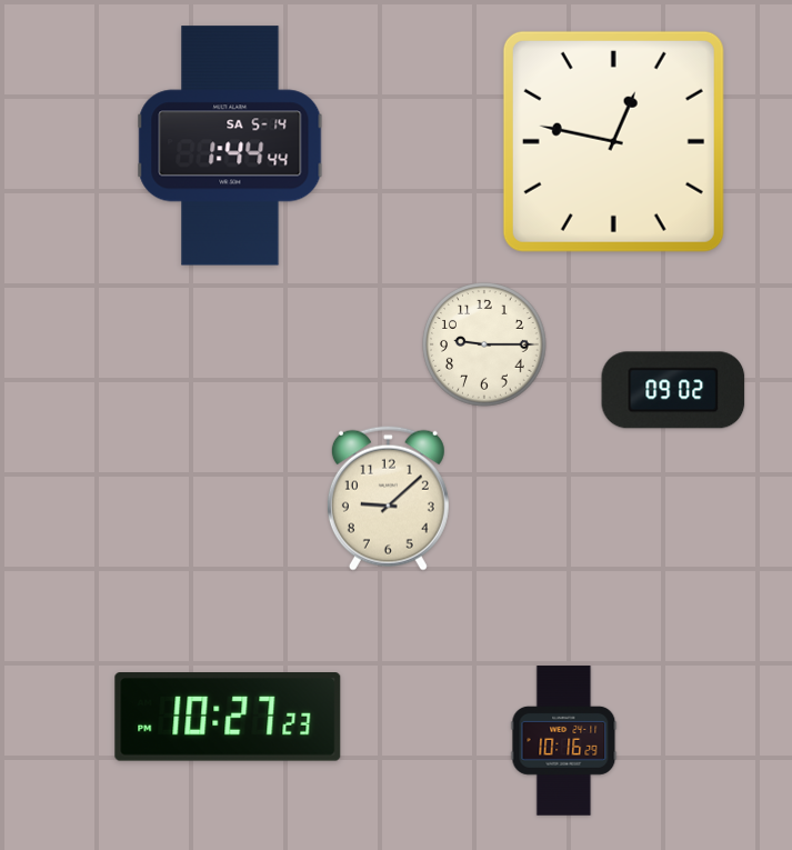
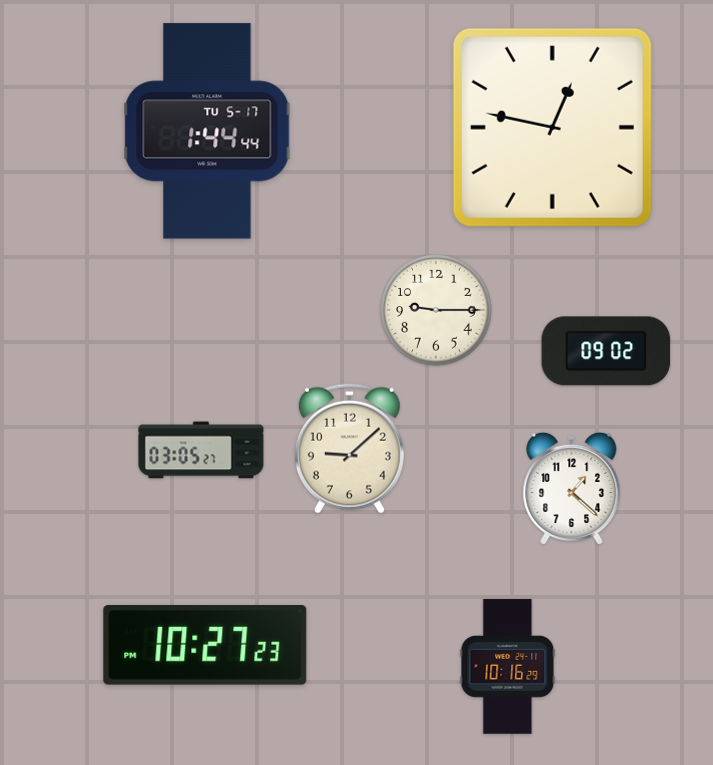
clock at (230, 146) date: SA 5-14 -> TU 5-17
clock at (201, 450): none -> 03:05
clock at (572, 489): none -> 1:22
